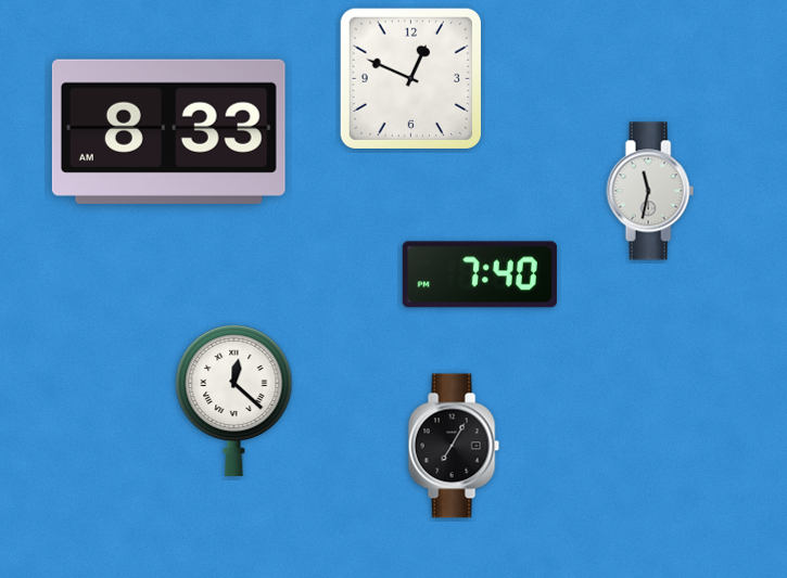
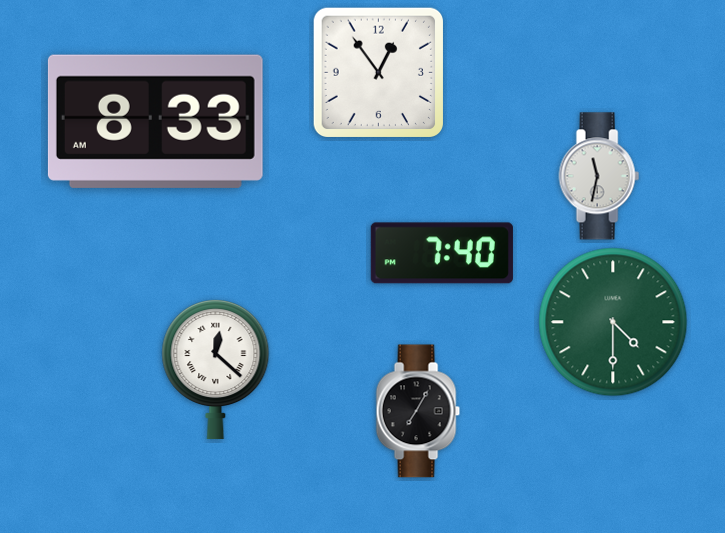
clock at (411, 78): 12:49 -> 12:54
clock at (613, 322): none -> 4:30
